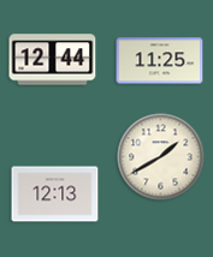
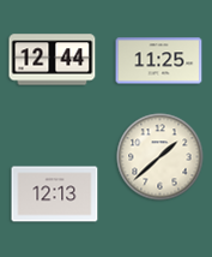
clock at (161, 157): 1:40 -> 1:38
